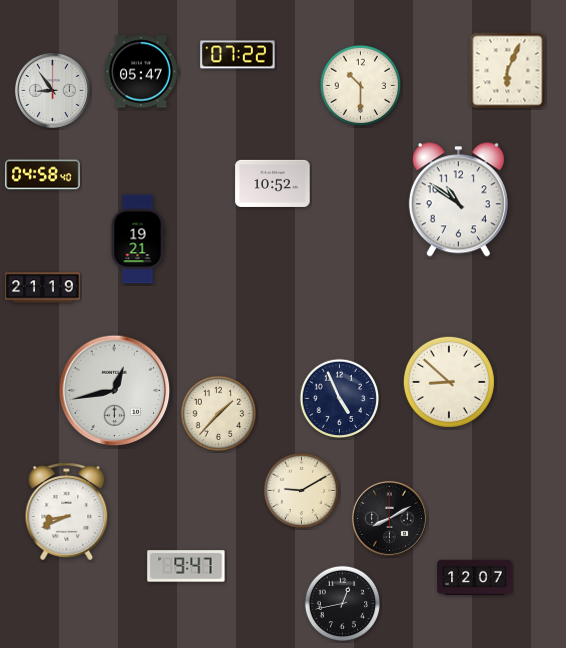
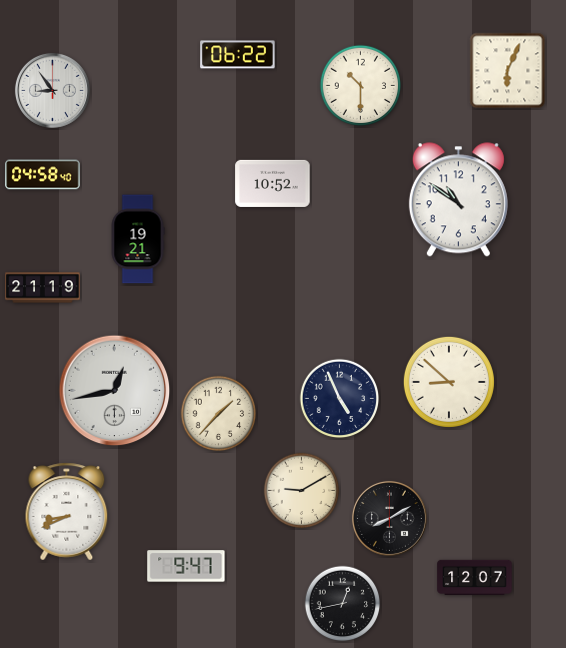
clock at (238, 55): 07:22 -> 06:22
clock at (142, 72): 05:47 -> none
